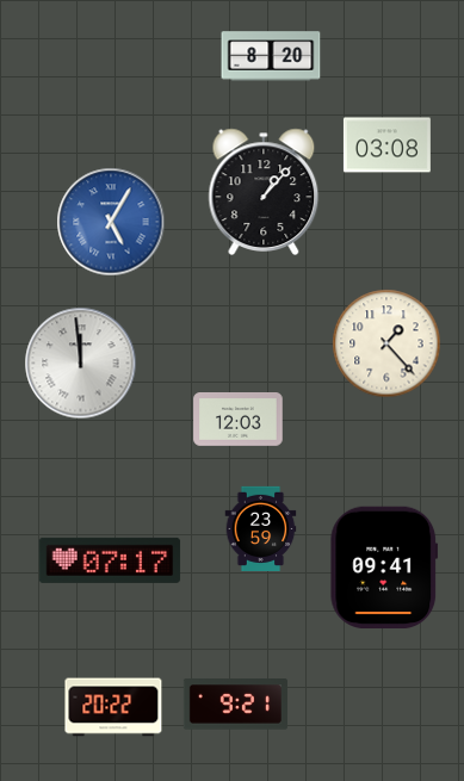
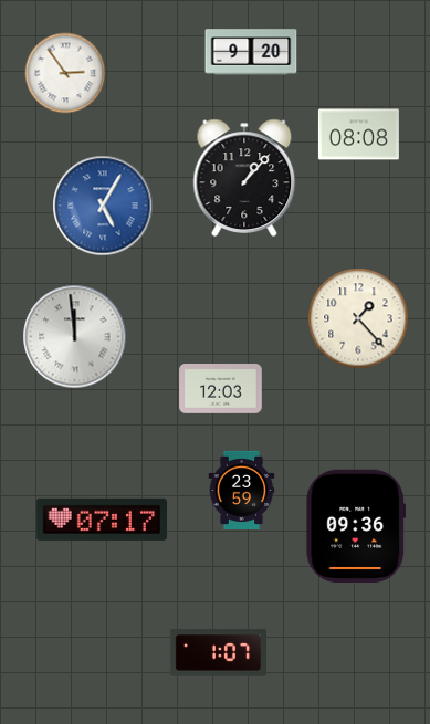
clock at (271, 56): 8:20 -> 9:20
clock at (65, 73): none -> 2:54
clock at (386, 145): 03:08 -> 08:08
clock at (384, 566): 09:41 -> 09:36
clock at (235, 705): 9:21 -> 1:07
clock at (113, 707): 20:22 -> none
